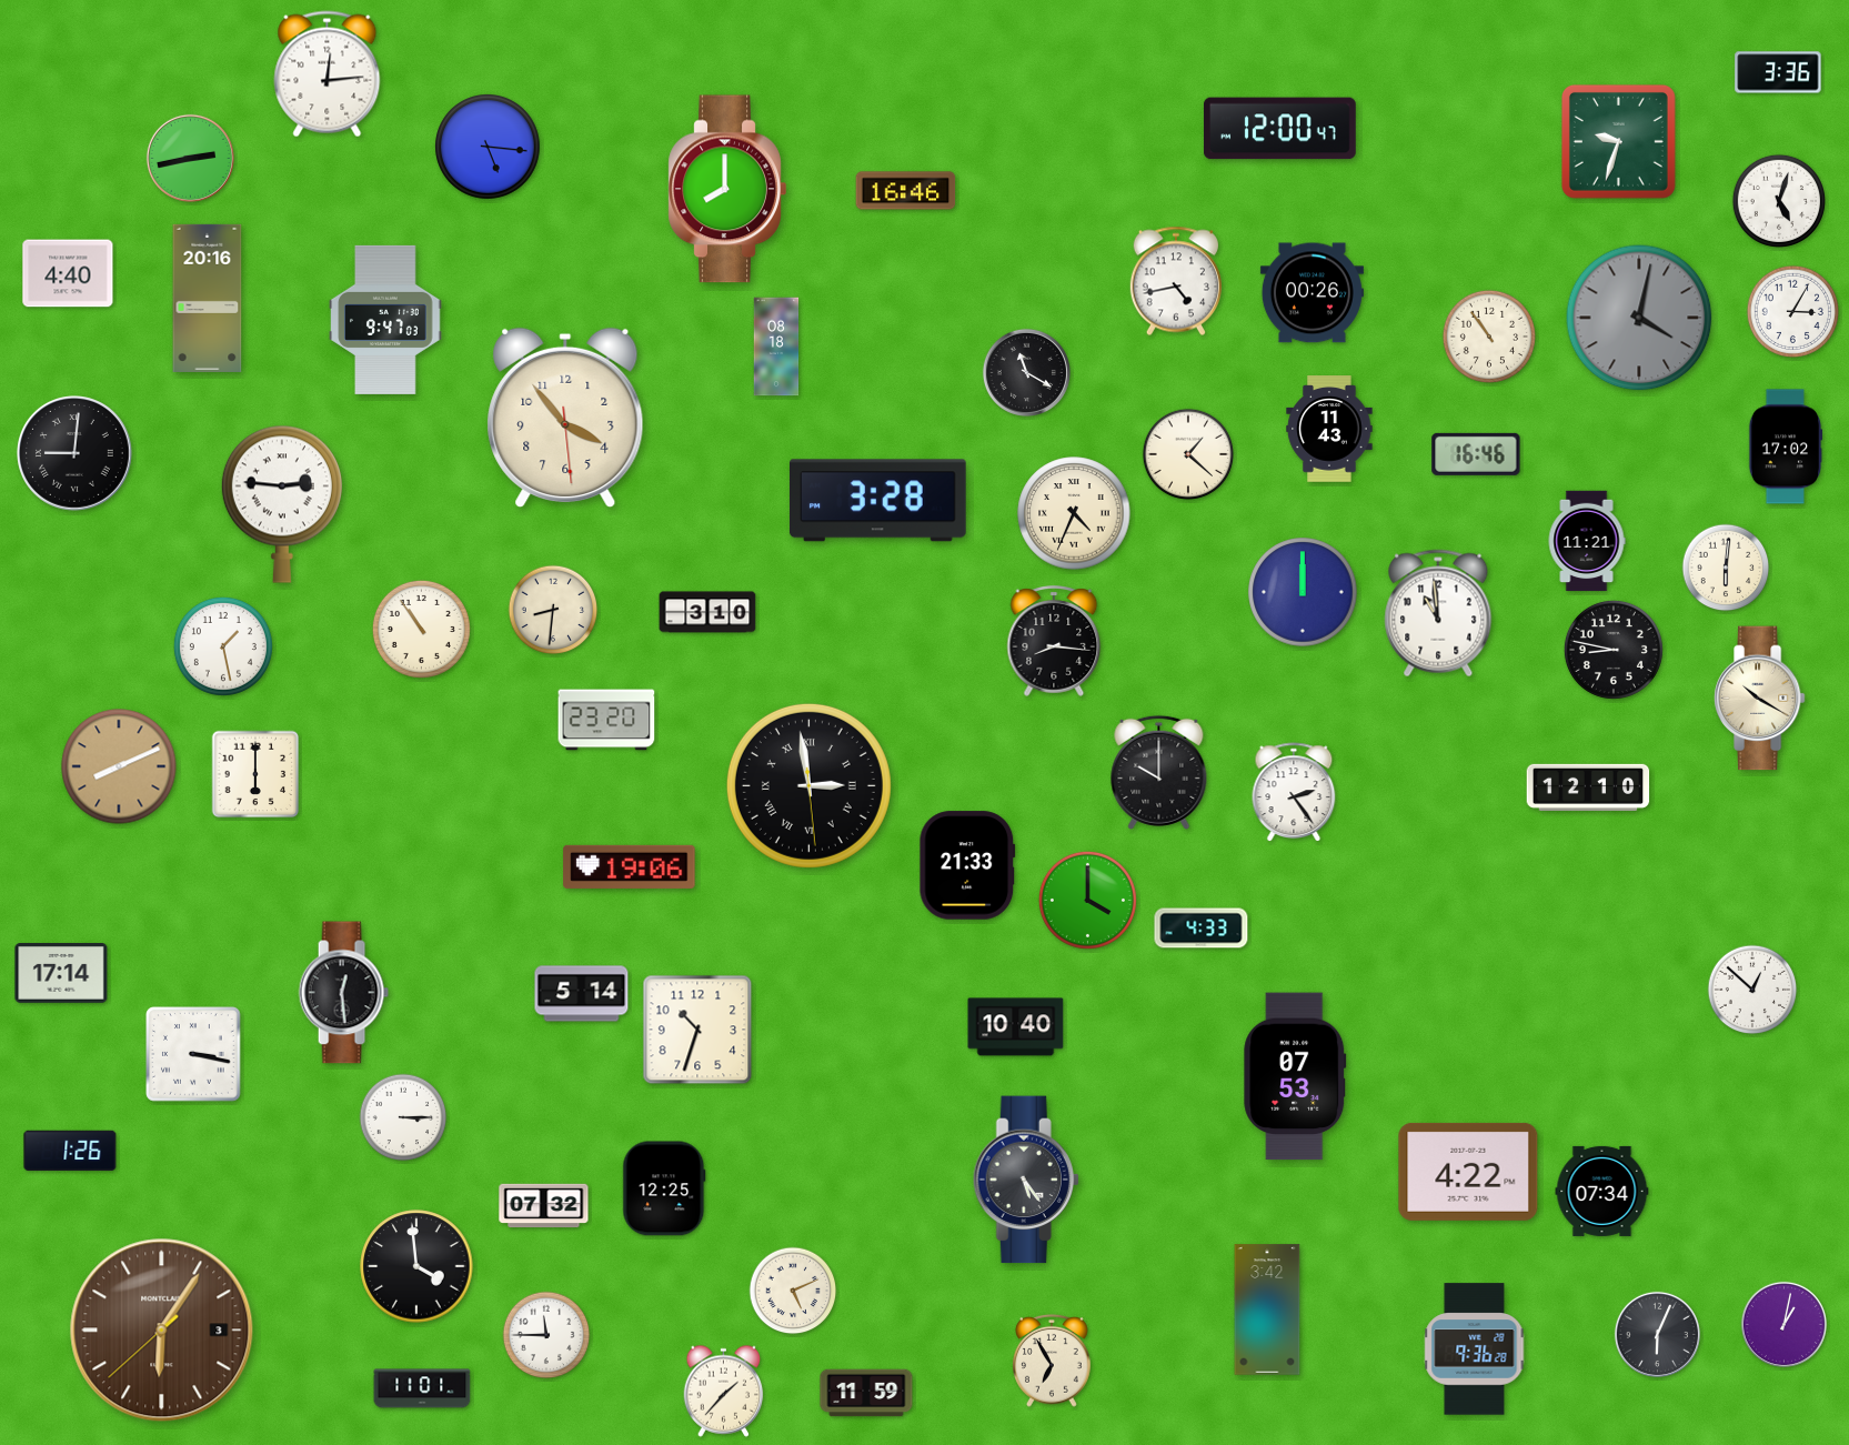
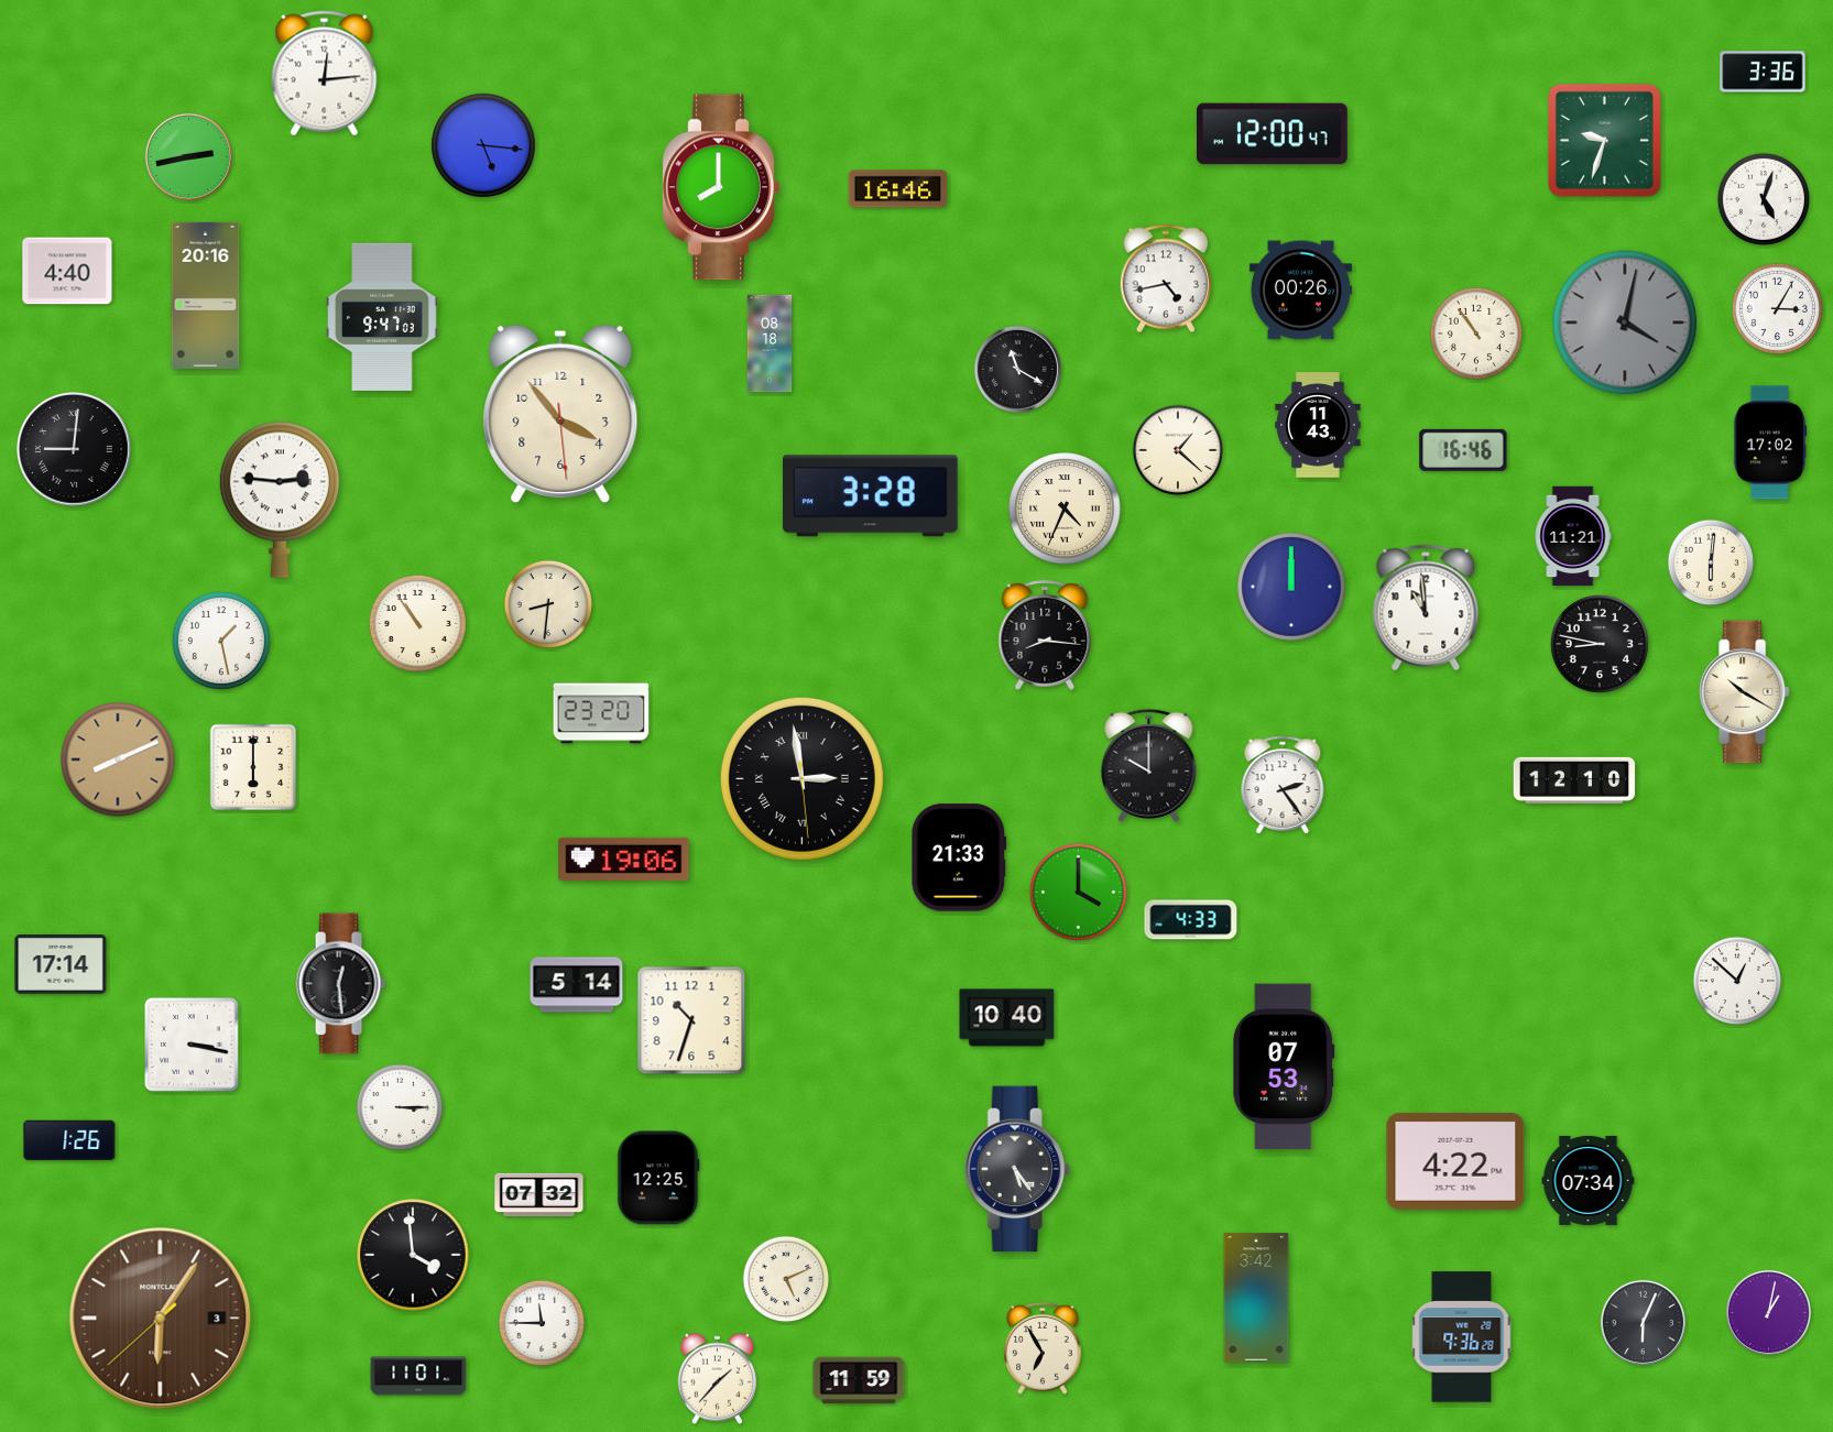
clock at (1280, 129) position: (1280, 129) -> (1273, 134)
clock at (1639, 318) position: (1639, 318) -> (1625, 323)
clock at (707, 612): 3:10 -> none
